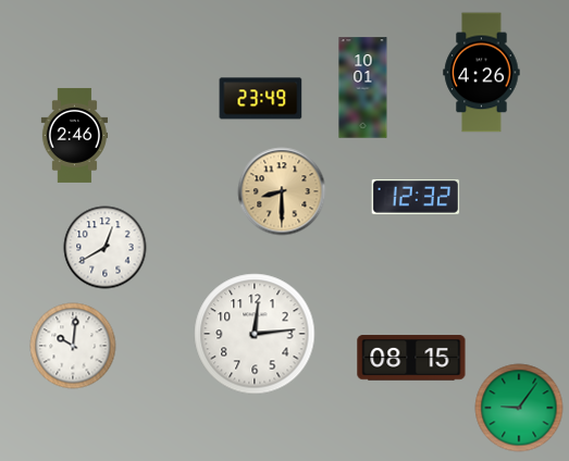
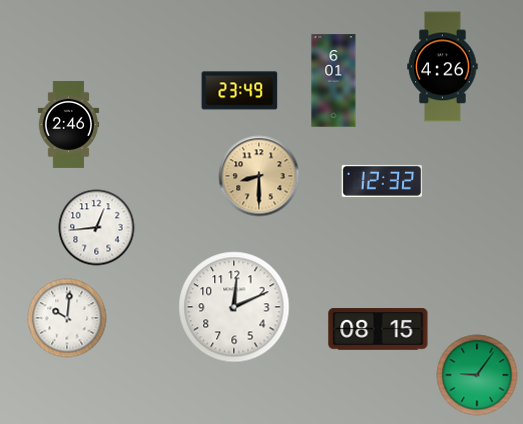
clock at (363, 88): 10:01 -> 6:01
clock at (106, 248): 12:40 -> 12:44
clock at (255, 334): 12:14 -> 12:11
